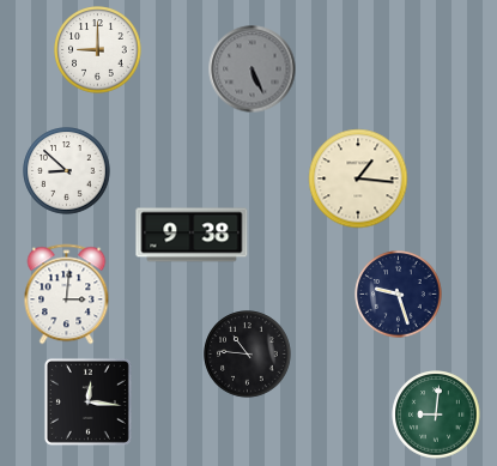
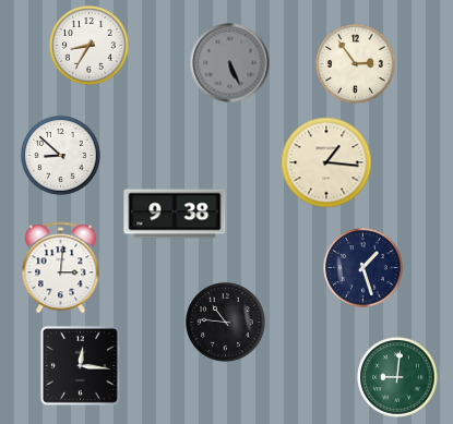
clock at (98, 50): 9:00 -> 8:35
clock at (356, 64): none -> 2:54
clock at (399, 295): 9:27 -> 1:27
